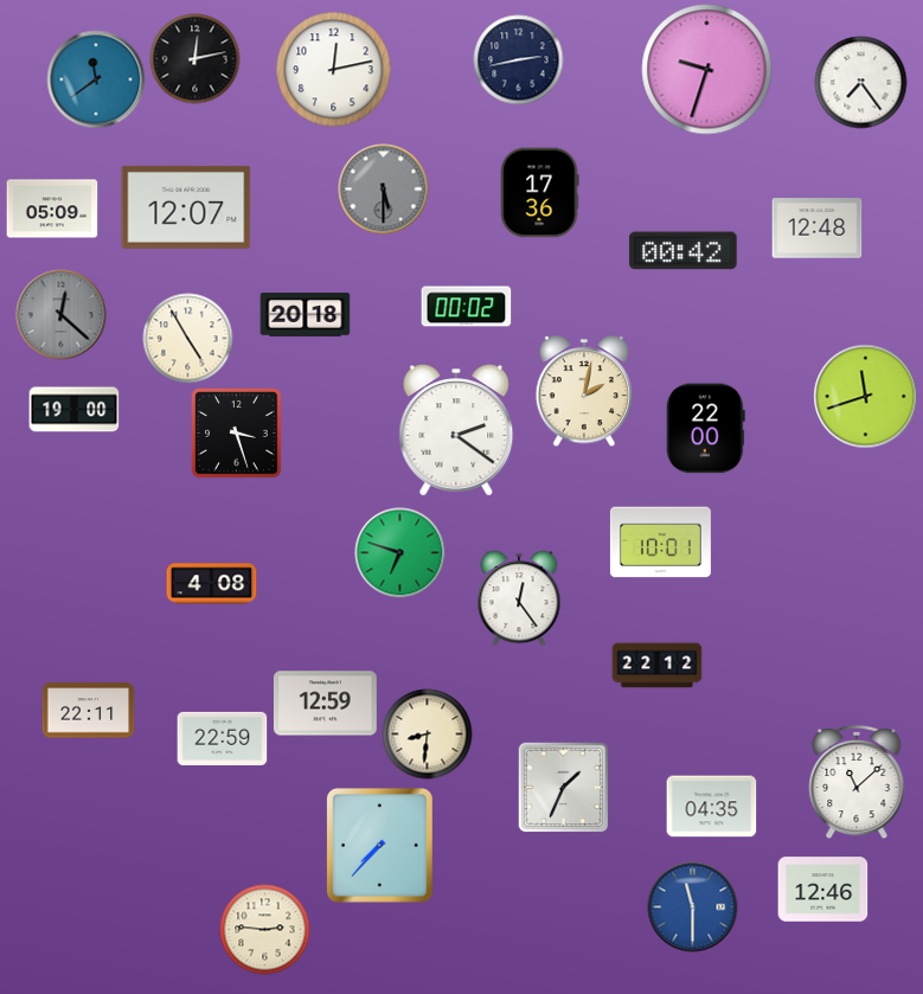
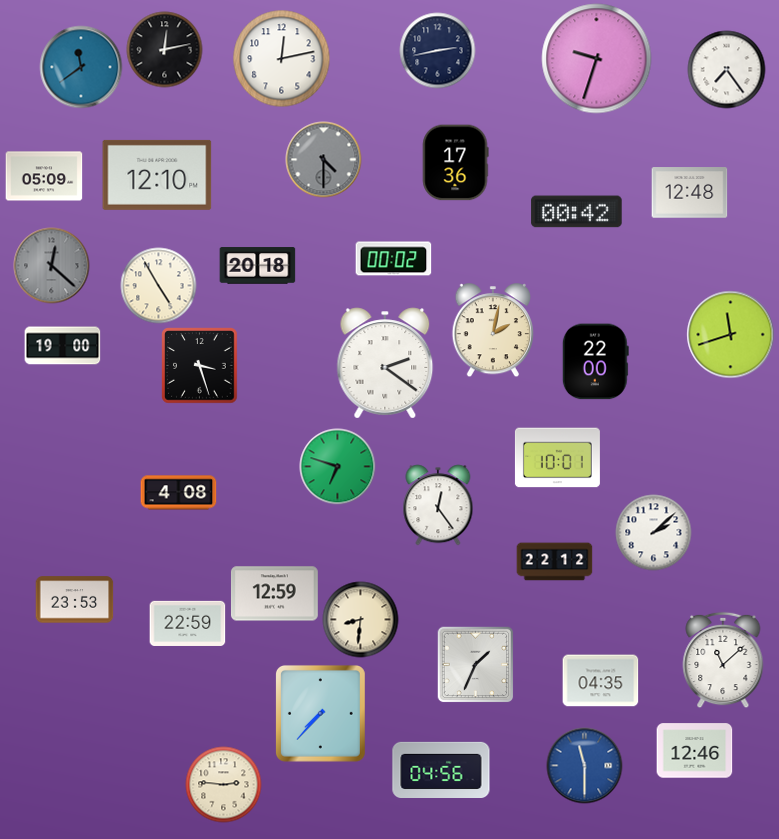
clock at (384, 190): 5:30 -> 4:30
clock at (186, 207): 12:07 -> 12:10
clock at (654, 533): none -> 2:08
clock at (89, 711): 22:11 -> 23:53
clock at (441, 769): none -> 04:56
